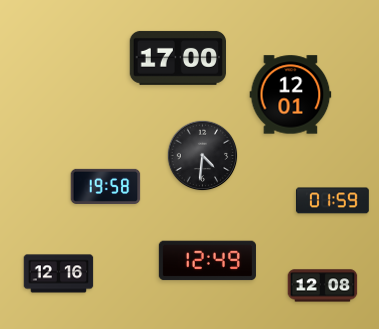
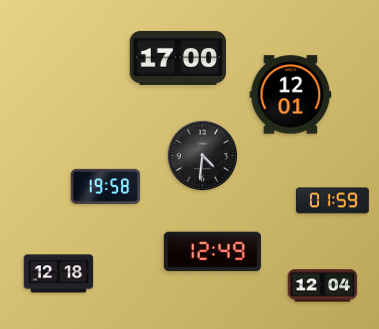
clock at (207, 261) position: (207, 261) -> (212, 252)
clock at (59, 274): 12:16 -> 12:18
clock at (323, 286): 12:08 -> 12:04
